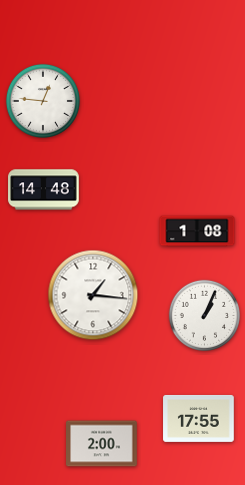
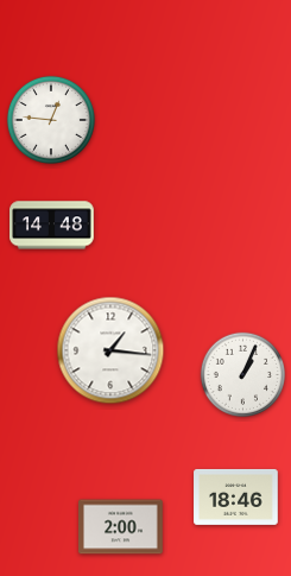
clock at (197, 231): 1:08 -> none
clock at (199, 418): 17:55 -> 18:46
